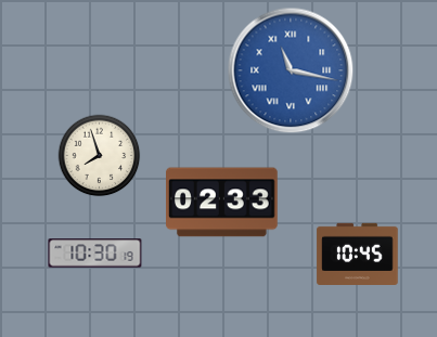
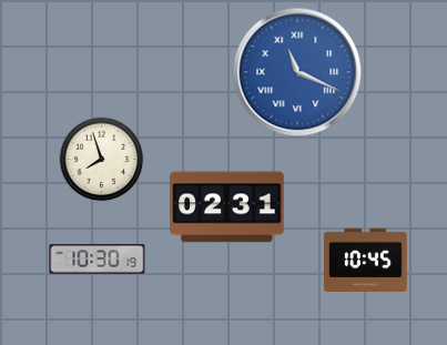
clock at (291, 70): 11:17 -> 11:19
clock at (222, 203): 02:33 -> 02:31
